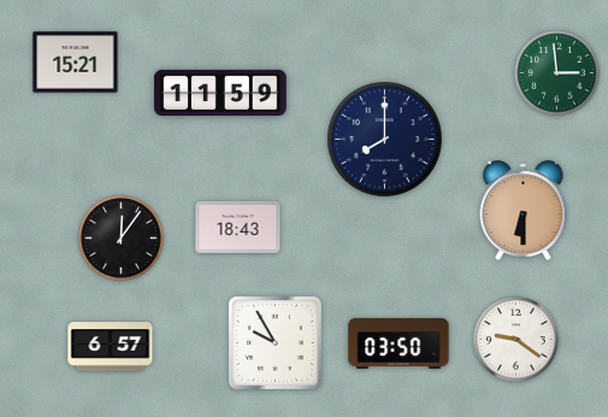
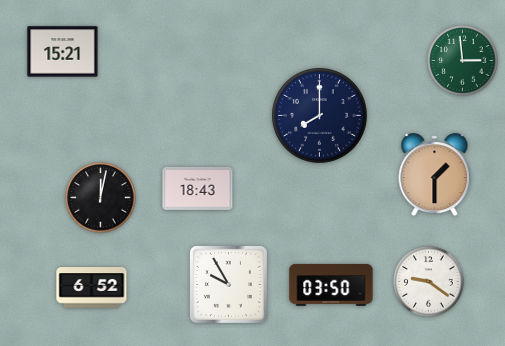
clock at (220, 93): 11:59 -> none
clock at (524, 211): 6:30 -> 1:30
clock at (122, 239): 12:06 -> 12:02
clock at (111, 347): 6:57 -> 6:52
